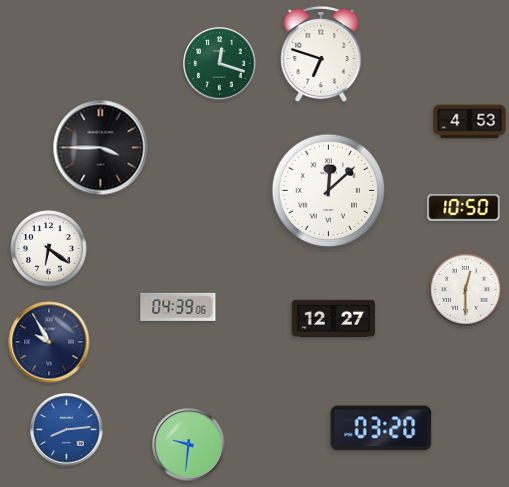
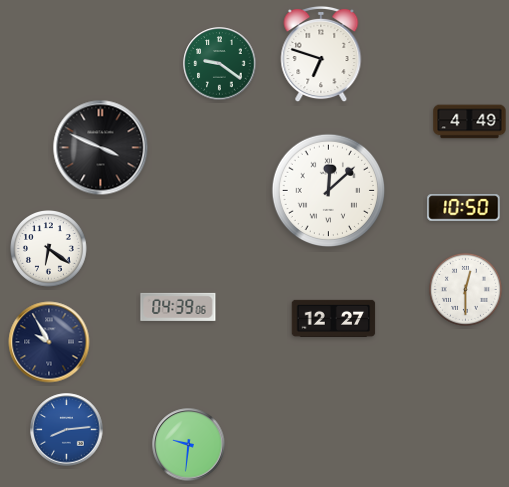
clock at (220, 64): 12:18 -> 9:21
clock at (470, 122): 4:53 -> 4:49
clock at (101, 148): 3:45 -> 3:49
clock at (381, 428): 03:20 -> none
